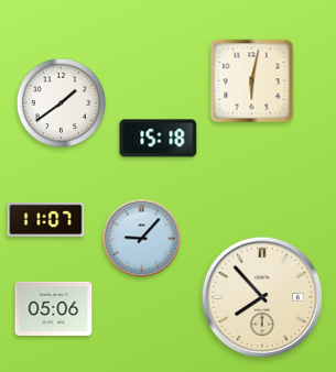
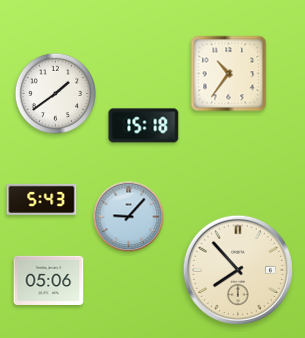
clock at (252, 81): 6:02 -> 10:36
clock at (46, 219): 11:07 -> 5:43
